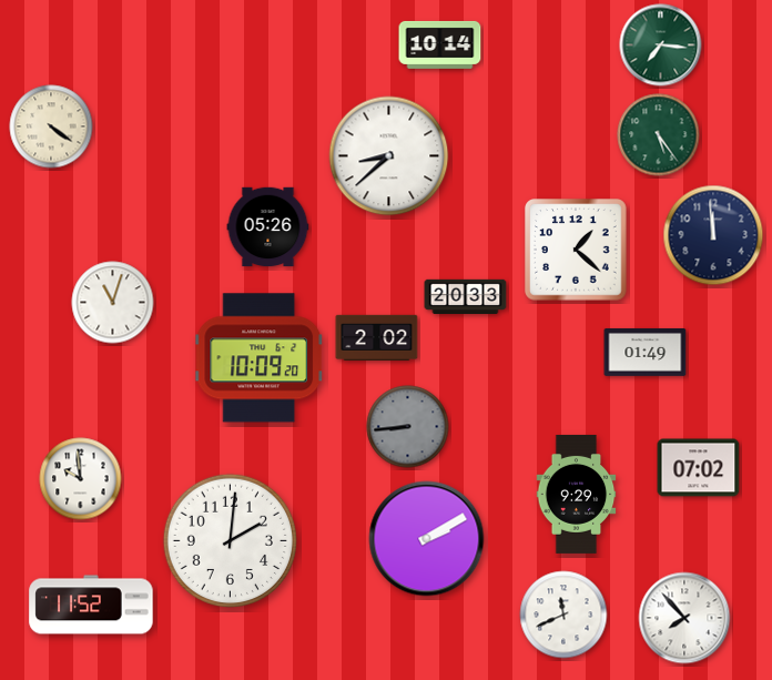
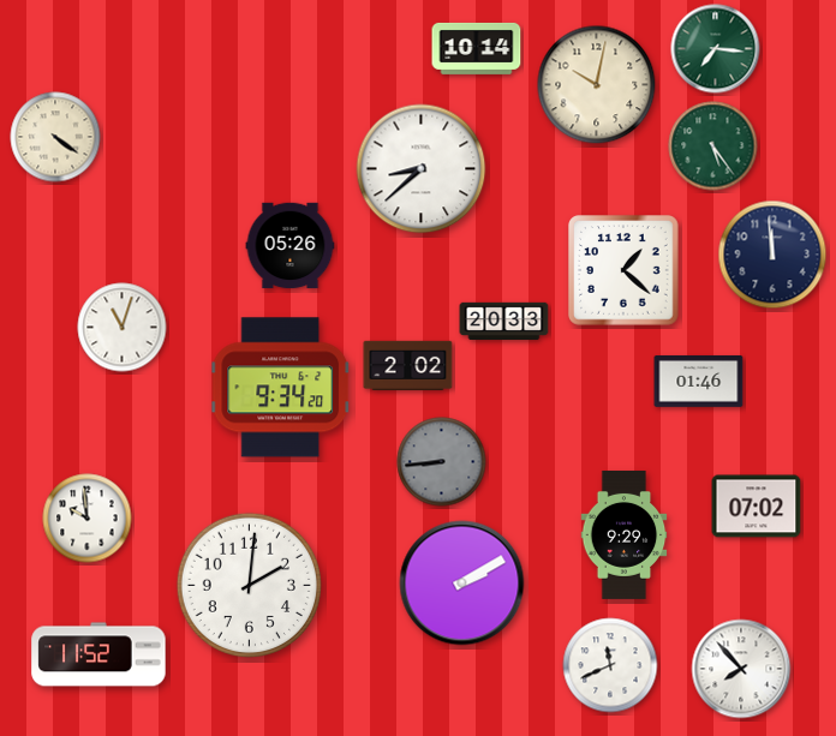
clock at (597, 85): none -> 10:02
clock at (646, 352): 01:49 -> 01:46
clock at (260, 358): 10:09 -> 9:34
